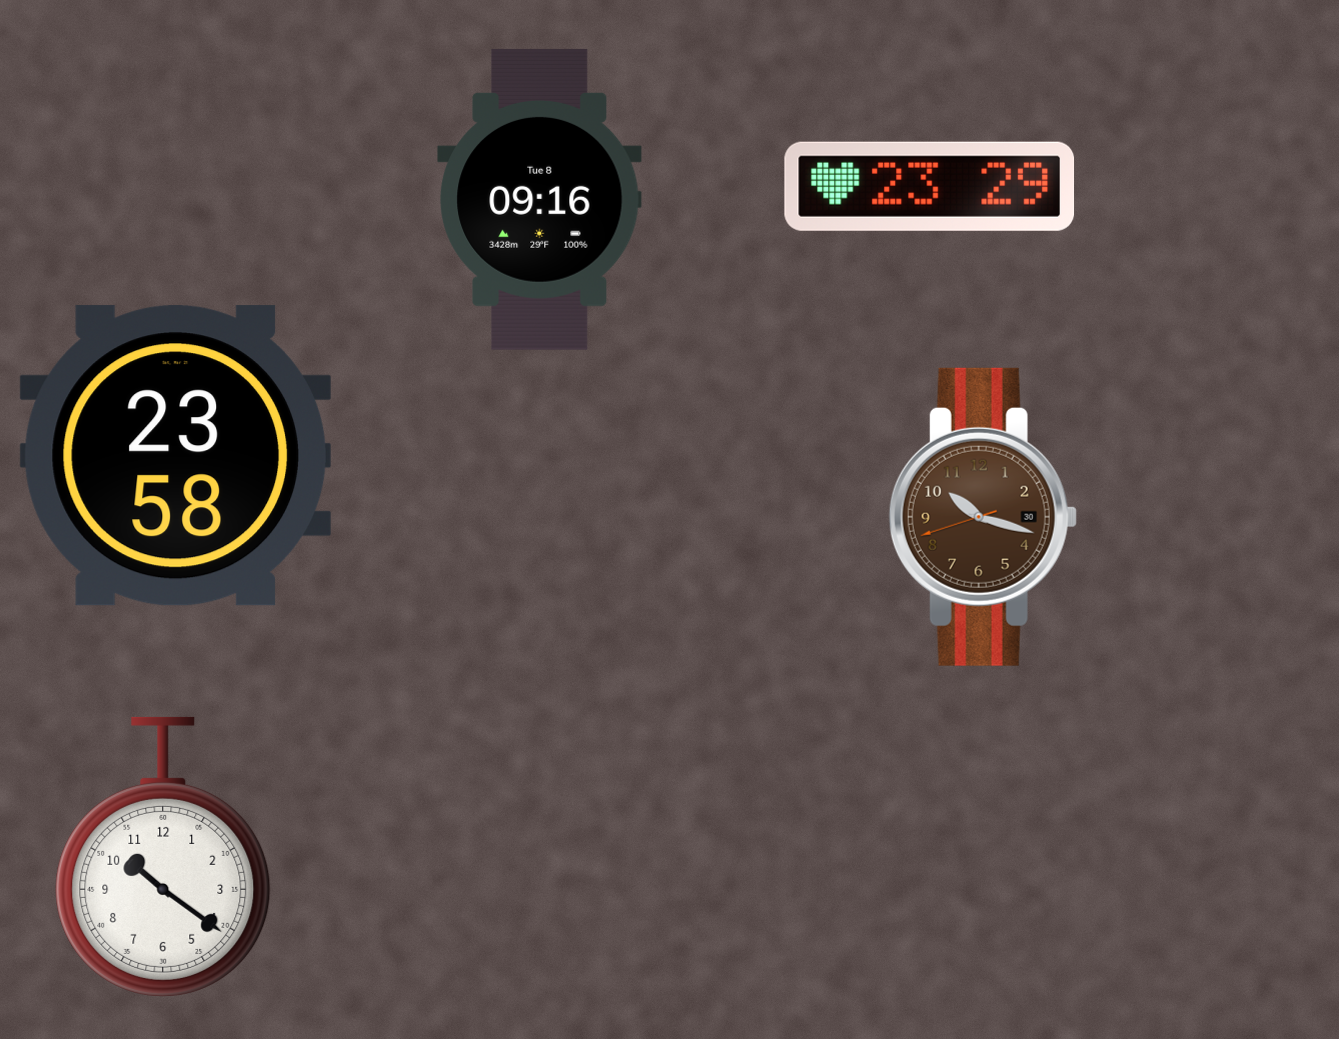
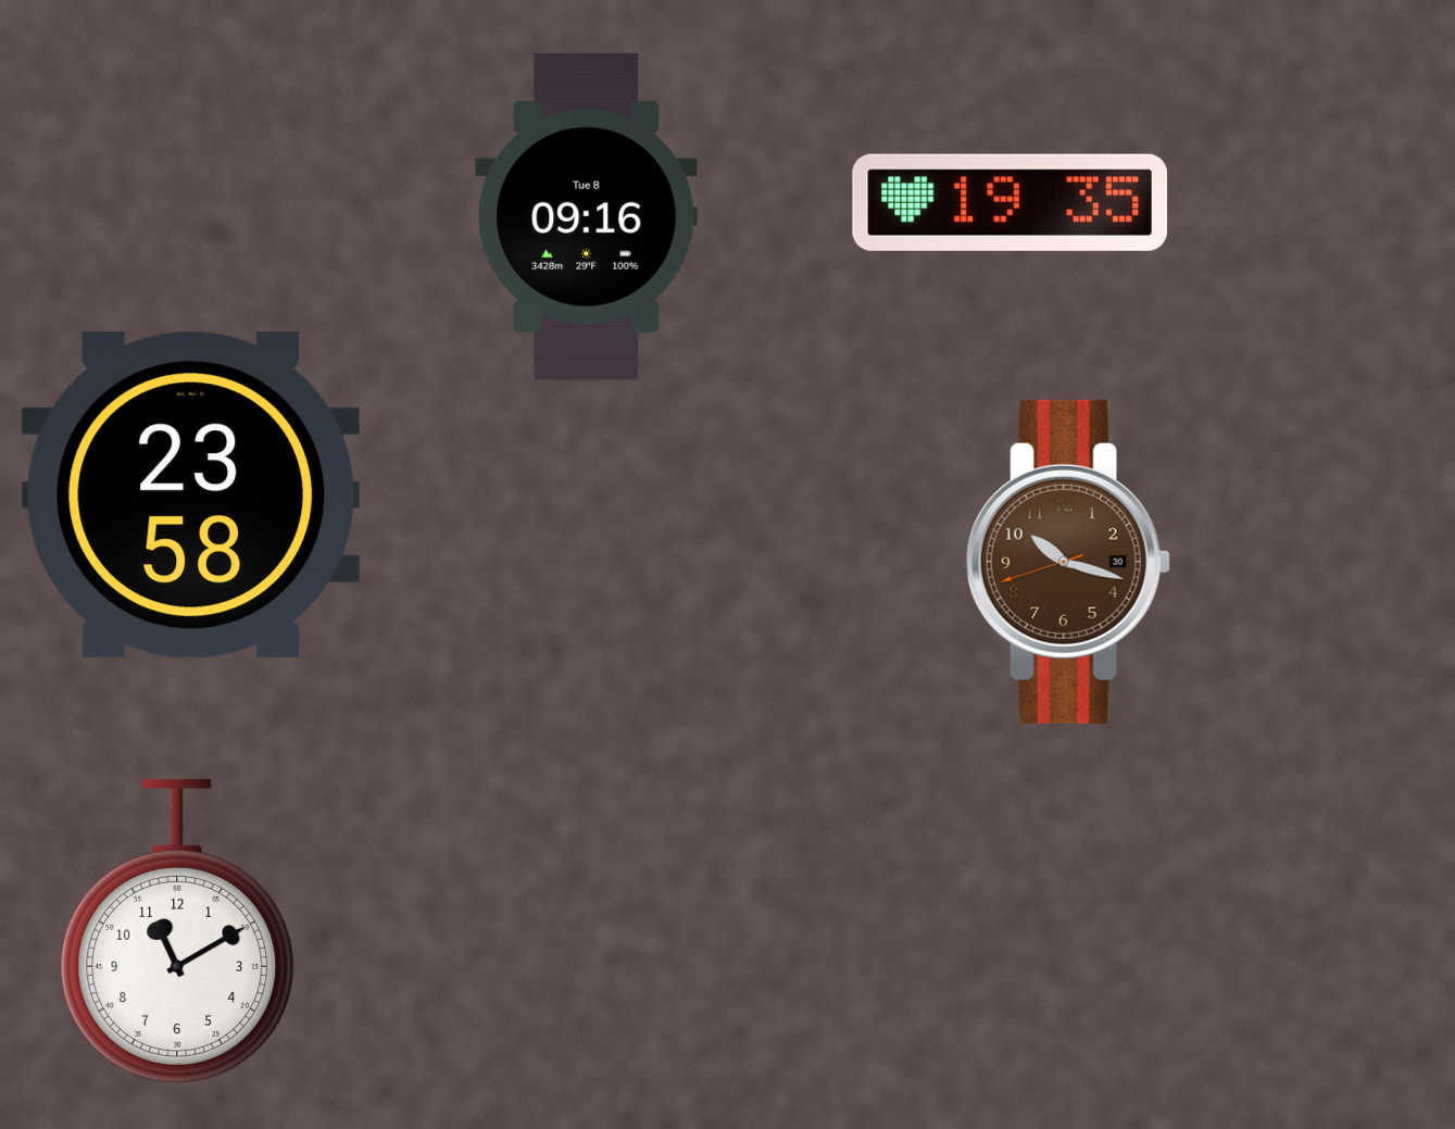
clock at (930, 186): 23:29 -> 19:35
clock at (163, 857): 10:21 -> 11:10
